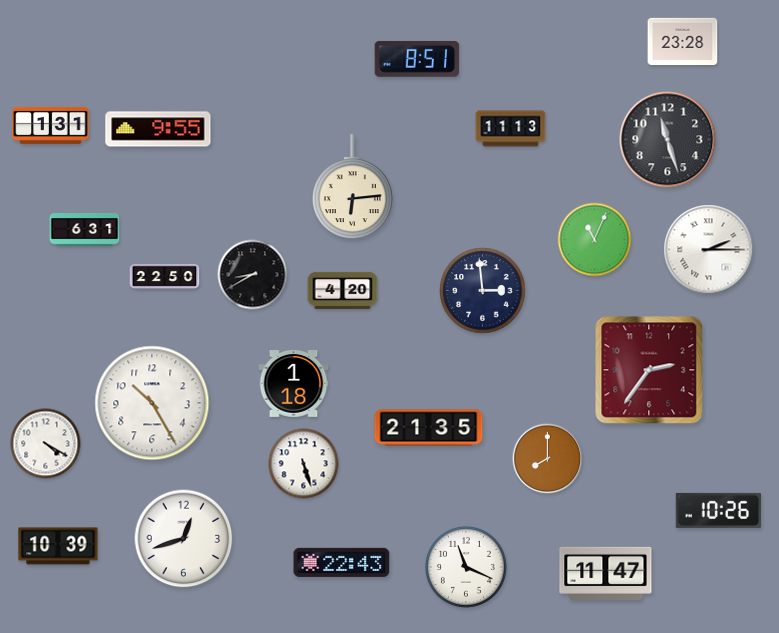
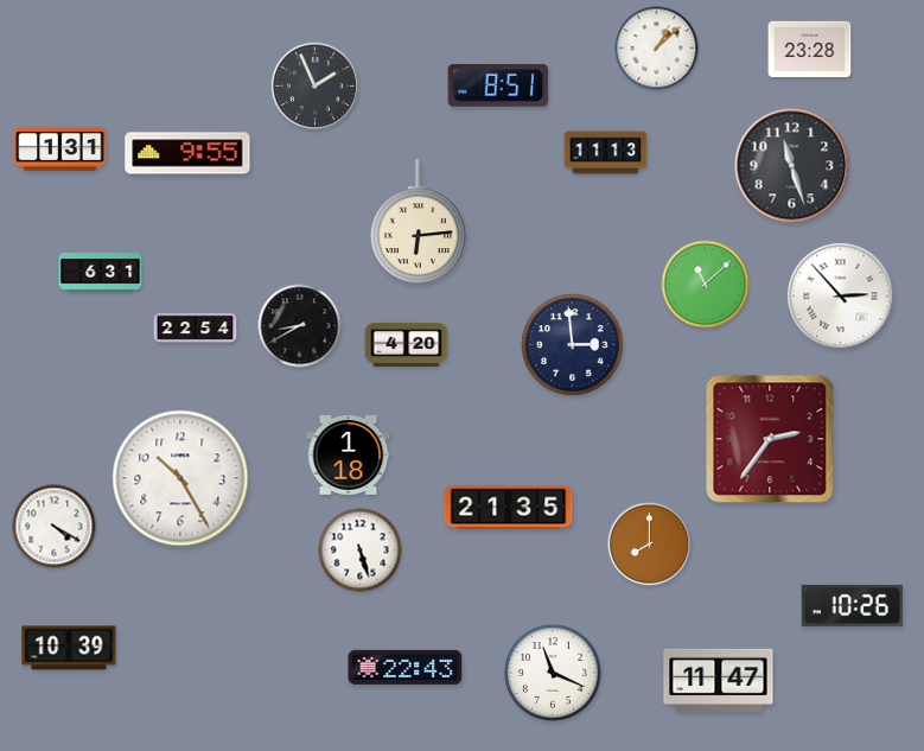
clock at (657, 49): none -> 1:08
clock at (417, 59) position: (417, 59) -> (498, 85)
clock at (316, 87): none -> 1:56
clock at (595, 240): 11:04 -> 11:08
clock at (709, 250): 2:15 -> 2:53
clock at (165, 276): 22:50 -> 22:54
clock at (184, 539): 12:42 -> none
